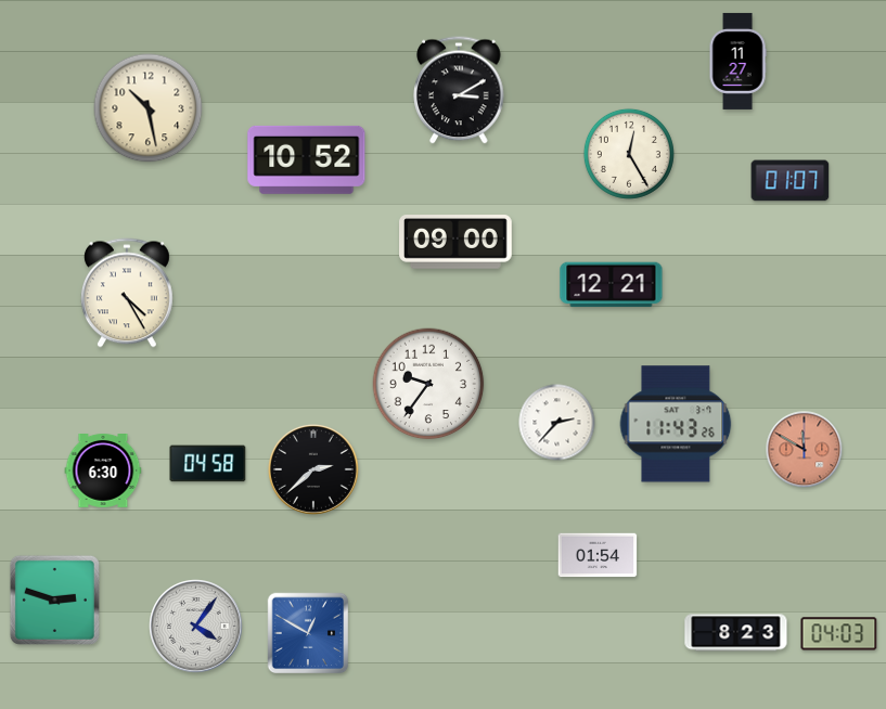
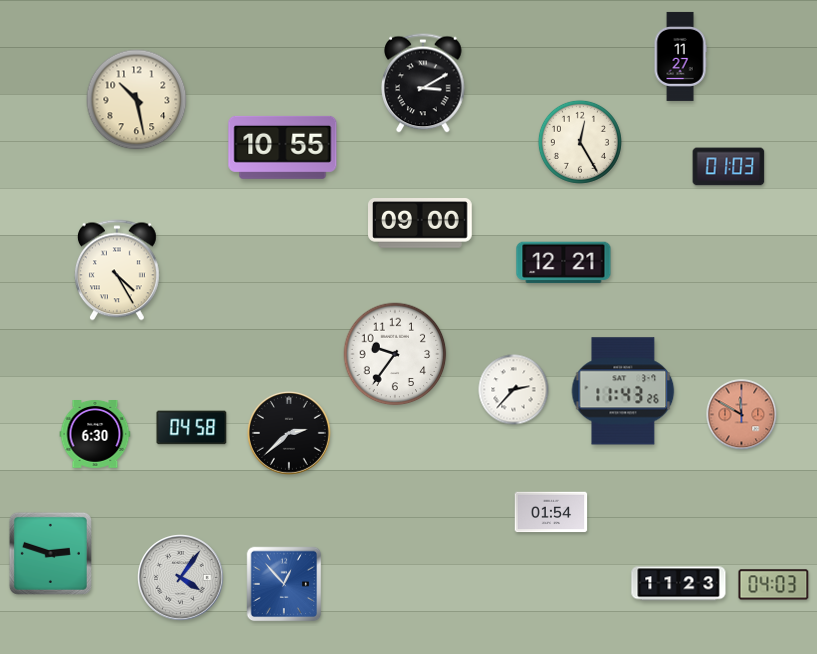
clock at (307, 159): 10:52 -> 10:55
clock at (791, 181): 01:07 -> 01:03
clock at (308, 633): 12:50 -> 12:53
clock at (736, 633): 8:23 -> 11:23
